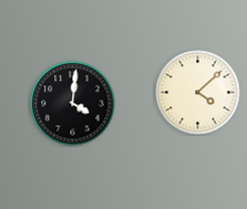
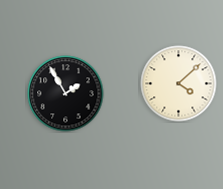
clock at (73, 104): 4:01 -> 1:55
